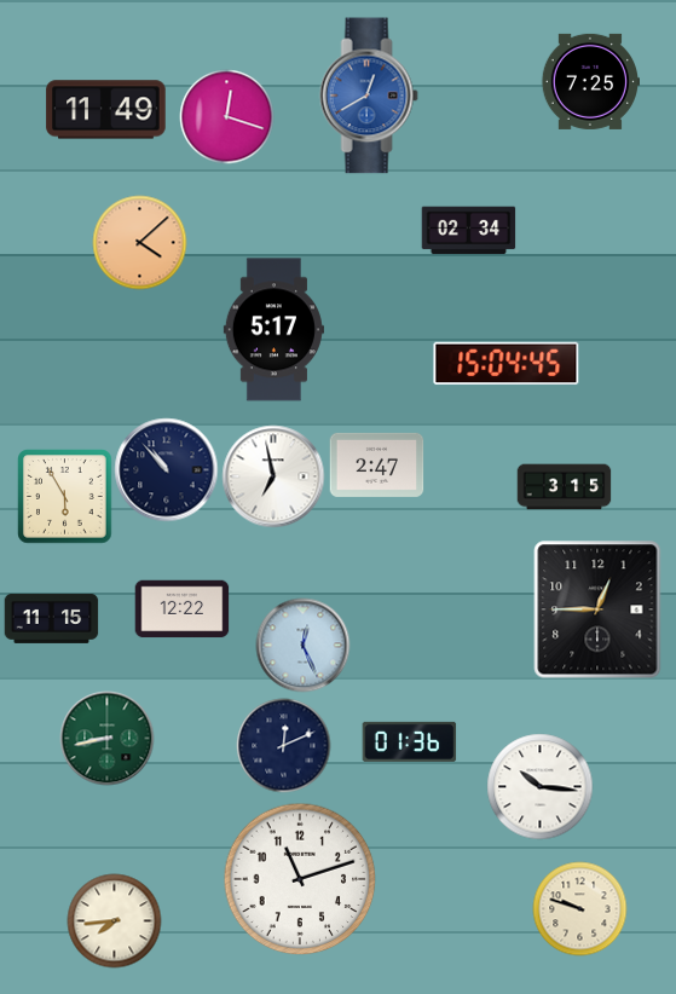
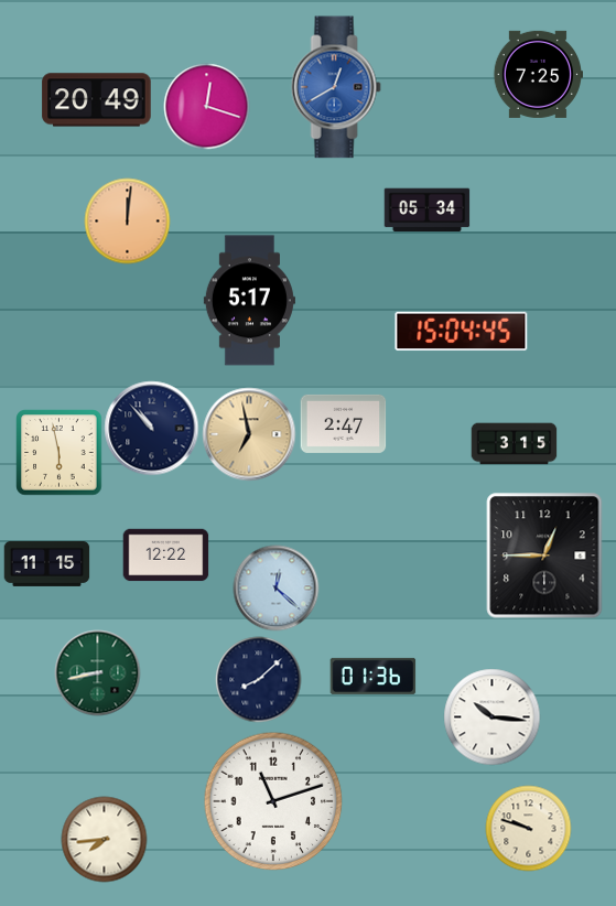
clock at (106, 110): 11:49 -> 20:49
clock at (468, 231): 02:34 -> 05:34
clock at (139, 242): 4:08 -> 12:01
clock at (273, 476) dial: white -> champagne
clock at (64, 496): 5:55 -> 5:58
clock at (302, 645): 12:26 -> 12:22
clock at (283, 745): 12:11 -> 8:08
